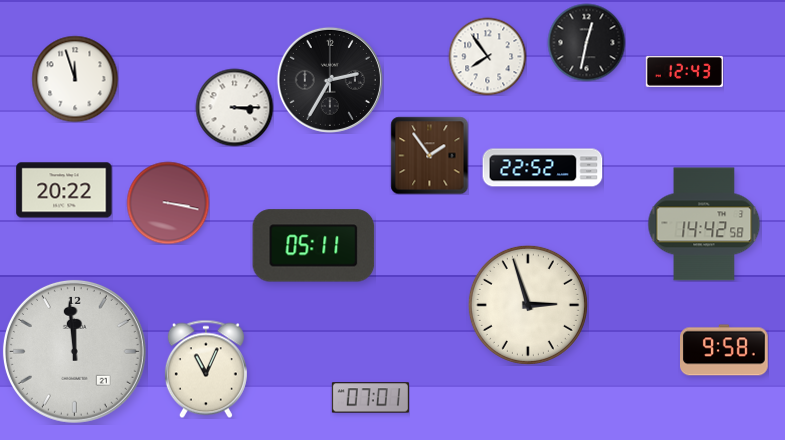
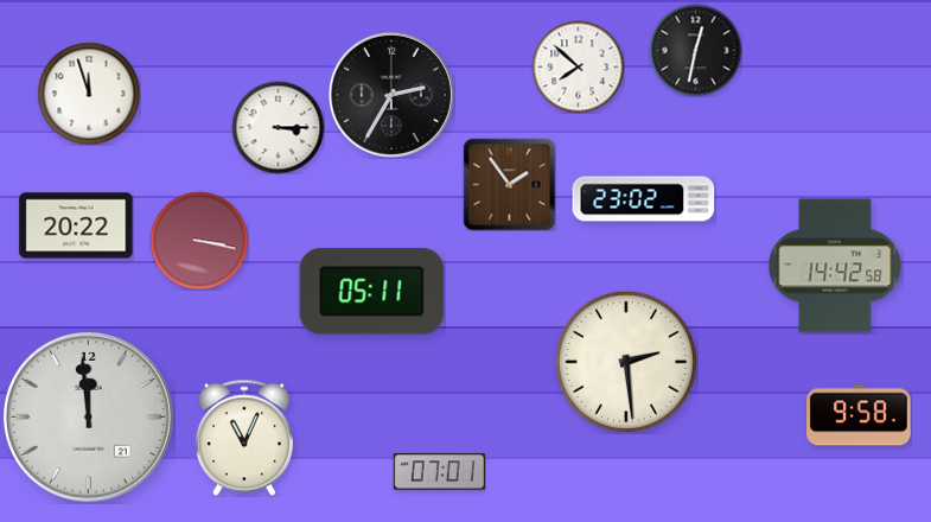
clock at (487, 56): 7:54 -> 7:52
clock at (684, 71): 12:43 -> none
clock at (543, 168): 22:52 -> 23:02
clock at (528, 305): 2:57 -> 2:29
